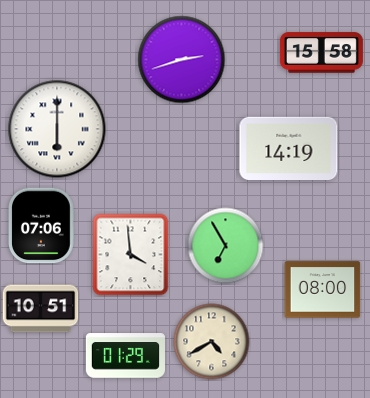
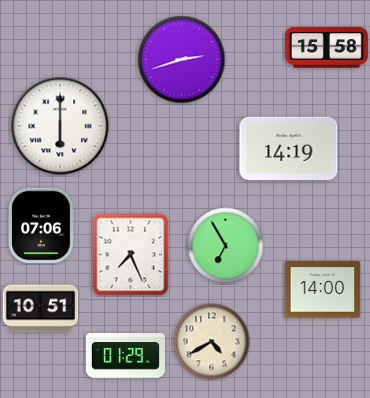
clock at (321, 53) position: (321, 53) -> (326, 48)
clock at (57, 129) position: (57, 129) -> (60, 126)
clock at (131, 255): 3:59 -> 7:26
clock at (323, 290): 08:00 -> 14:00
